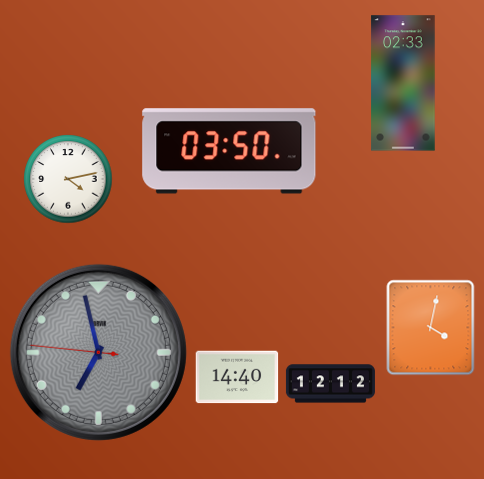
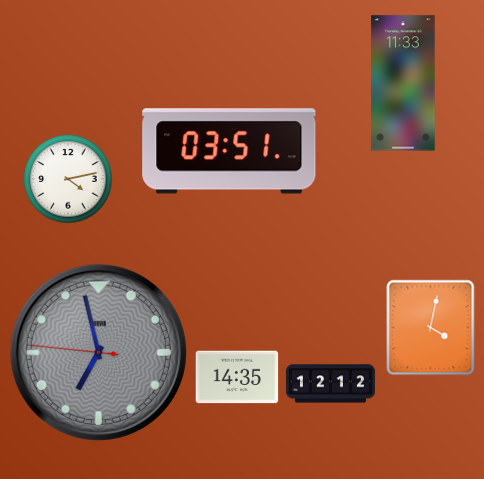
clock at (403, 83): 02:33 -> 11:33
clock at (229, 151): 03:50 -> 03:51
clock at (237, 377): 14:40 -> 14:35
